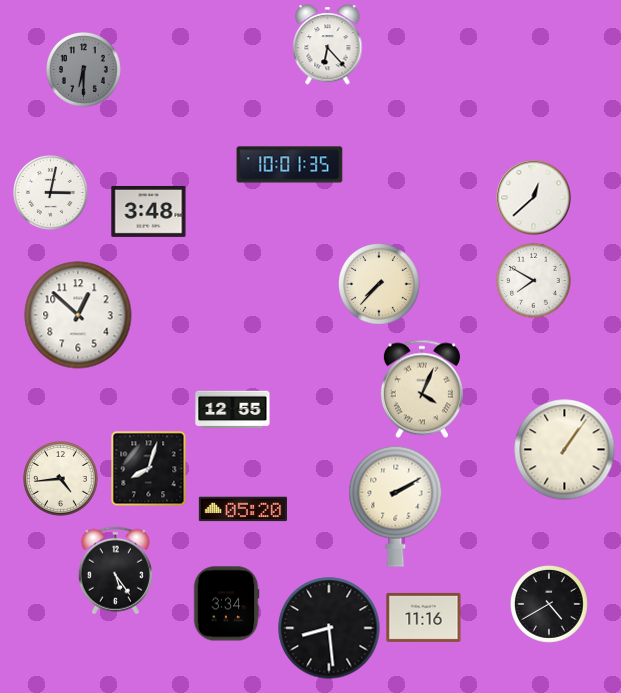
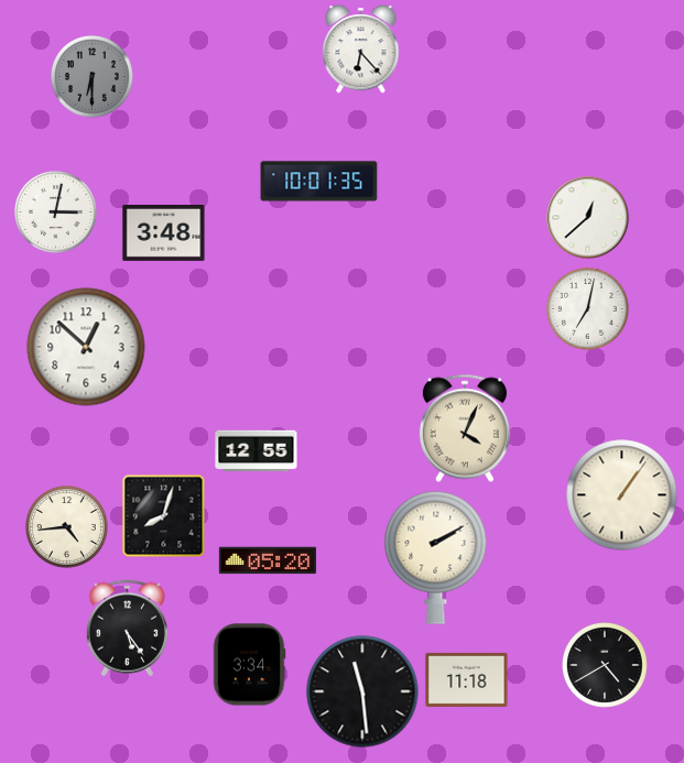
clock at (534, 281): 7:50 -> 7:02
clock at (379, 284): 7:37 -> none
clock at (424, 617): 11:16 -> 11:18
clock at (329, 628): 8:29 -> 11:29
